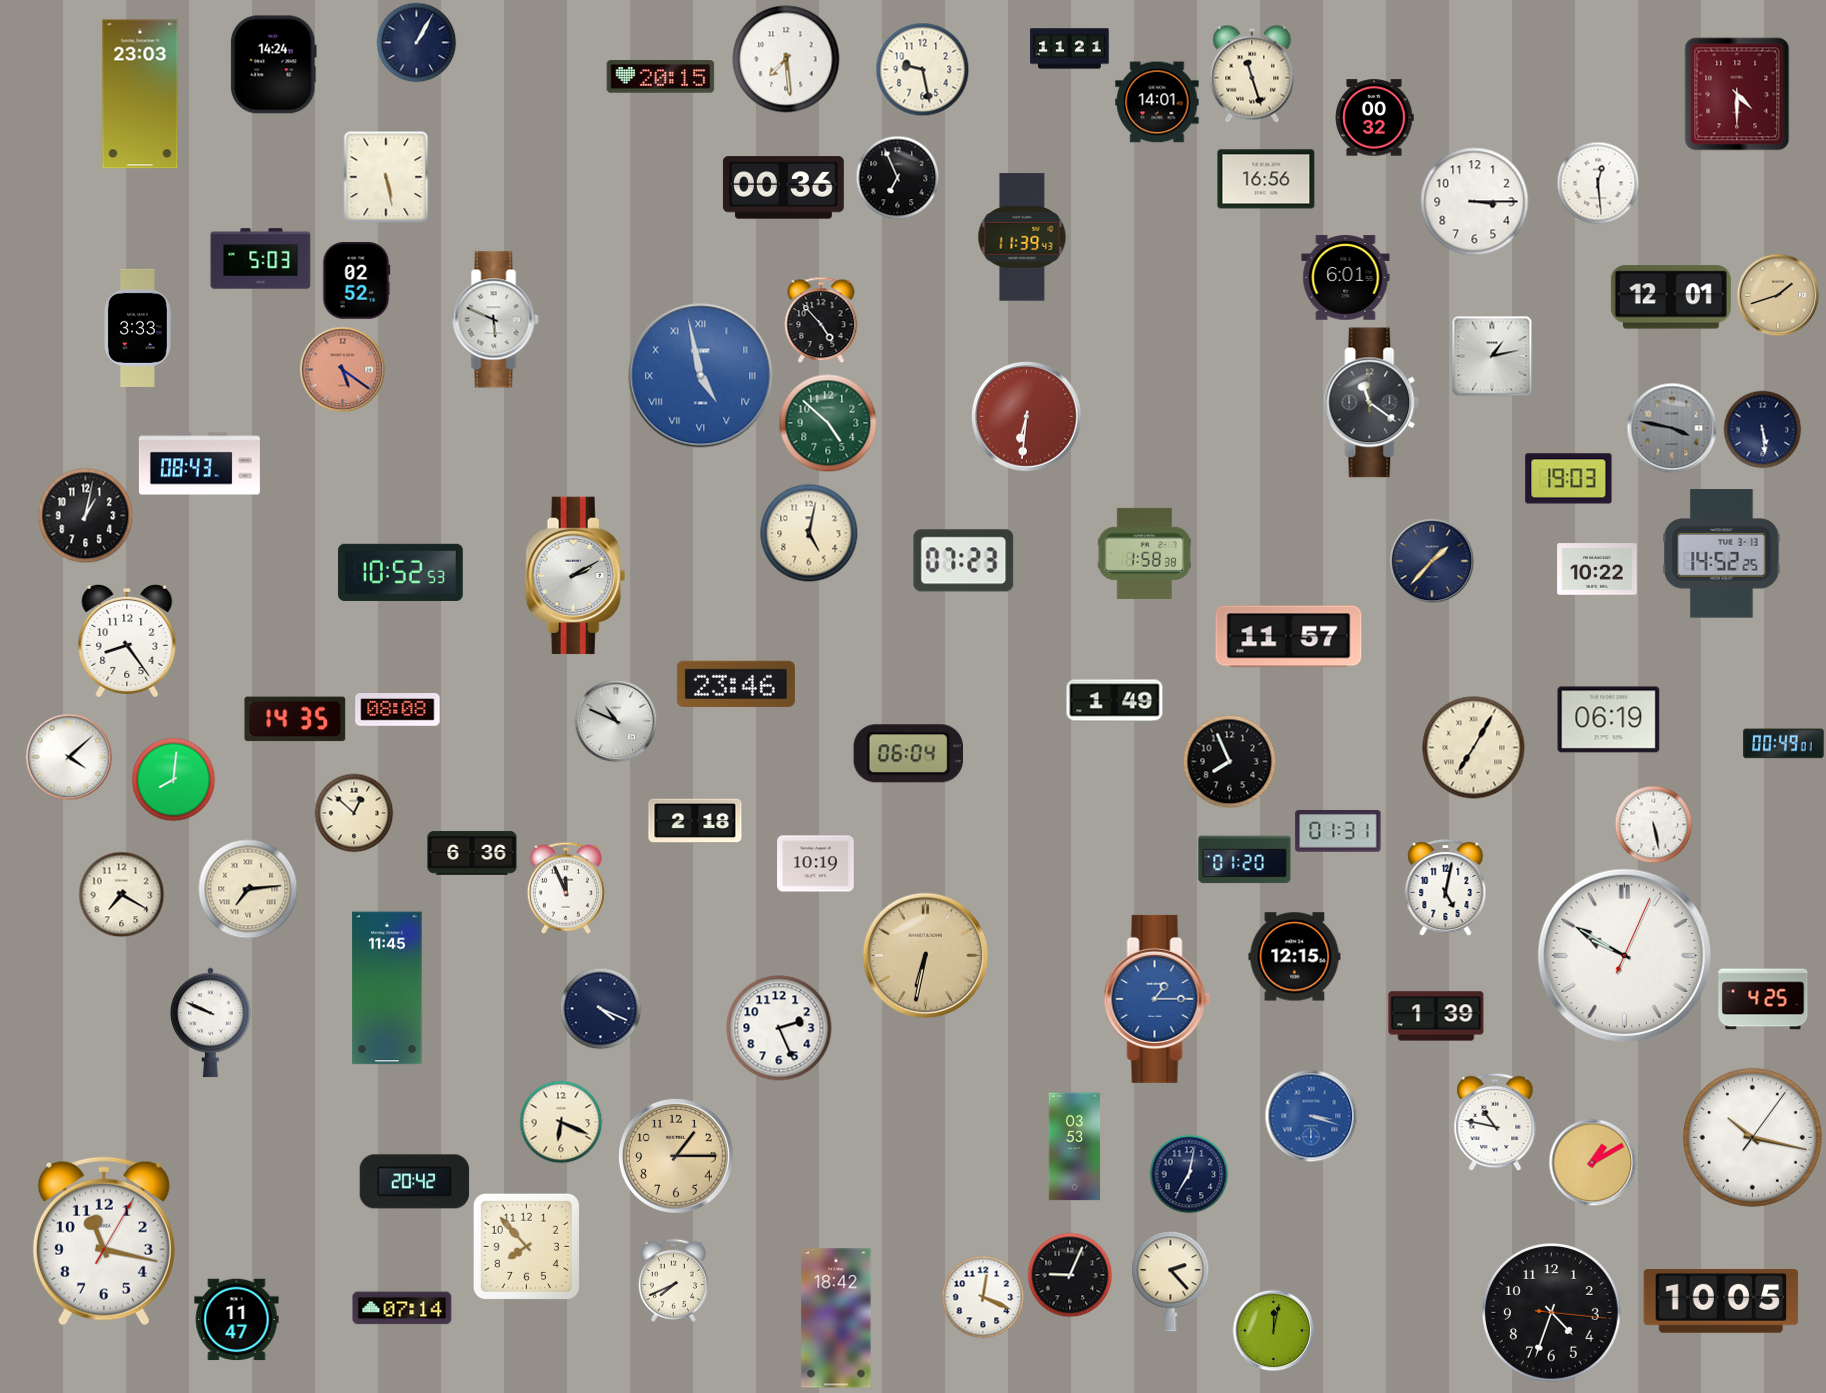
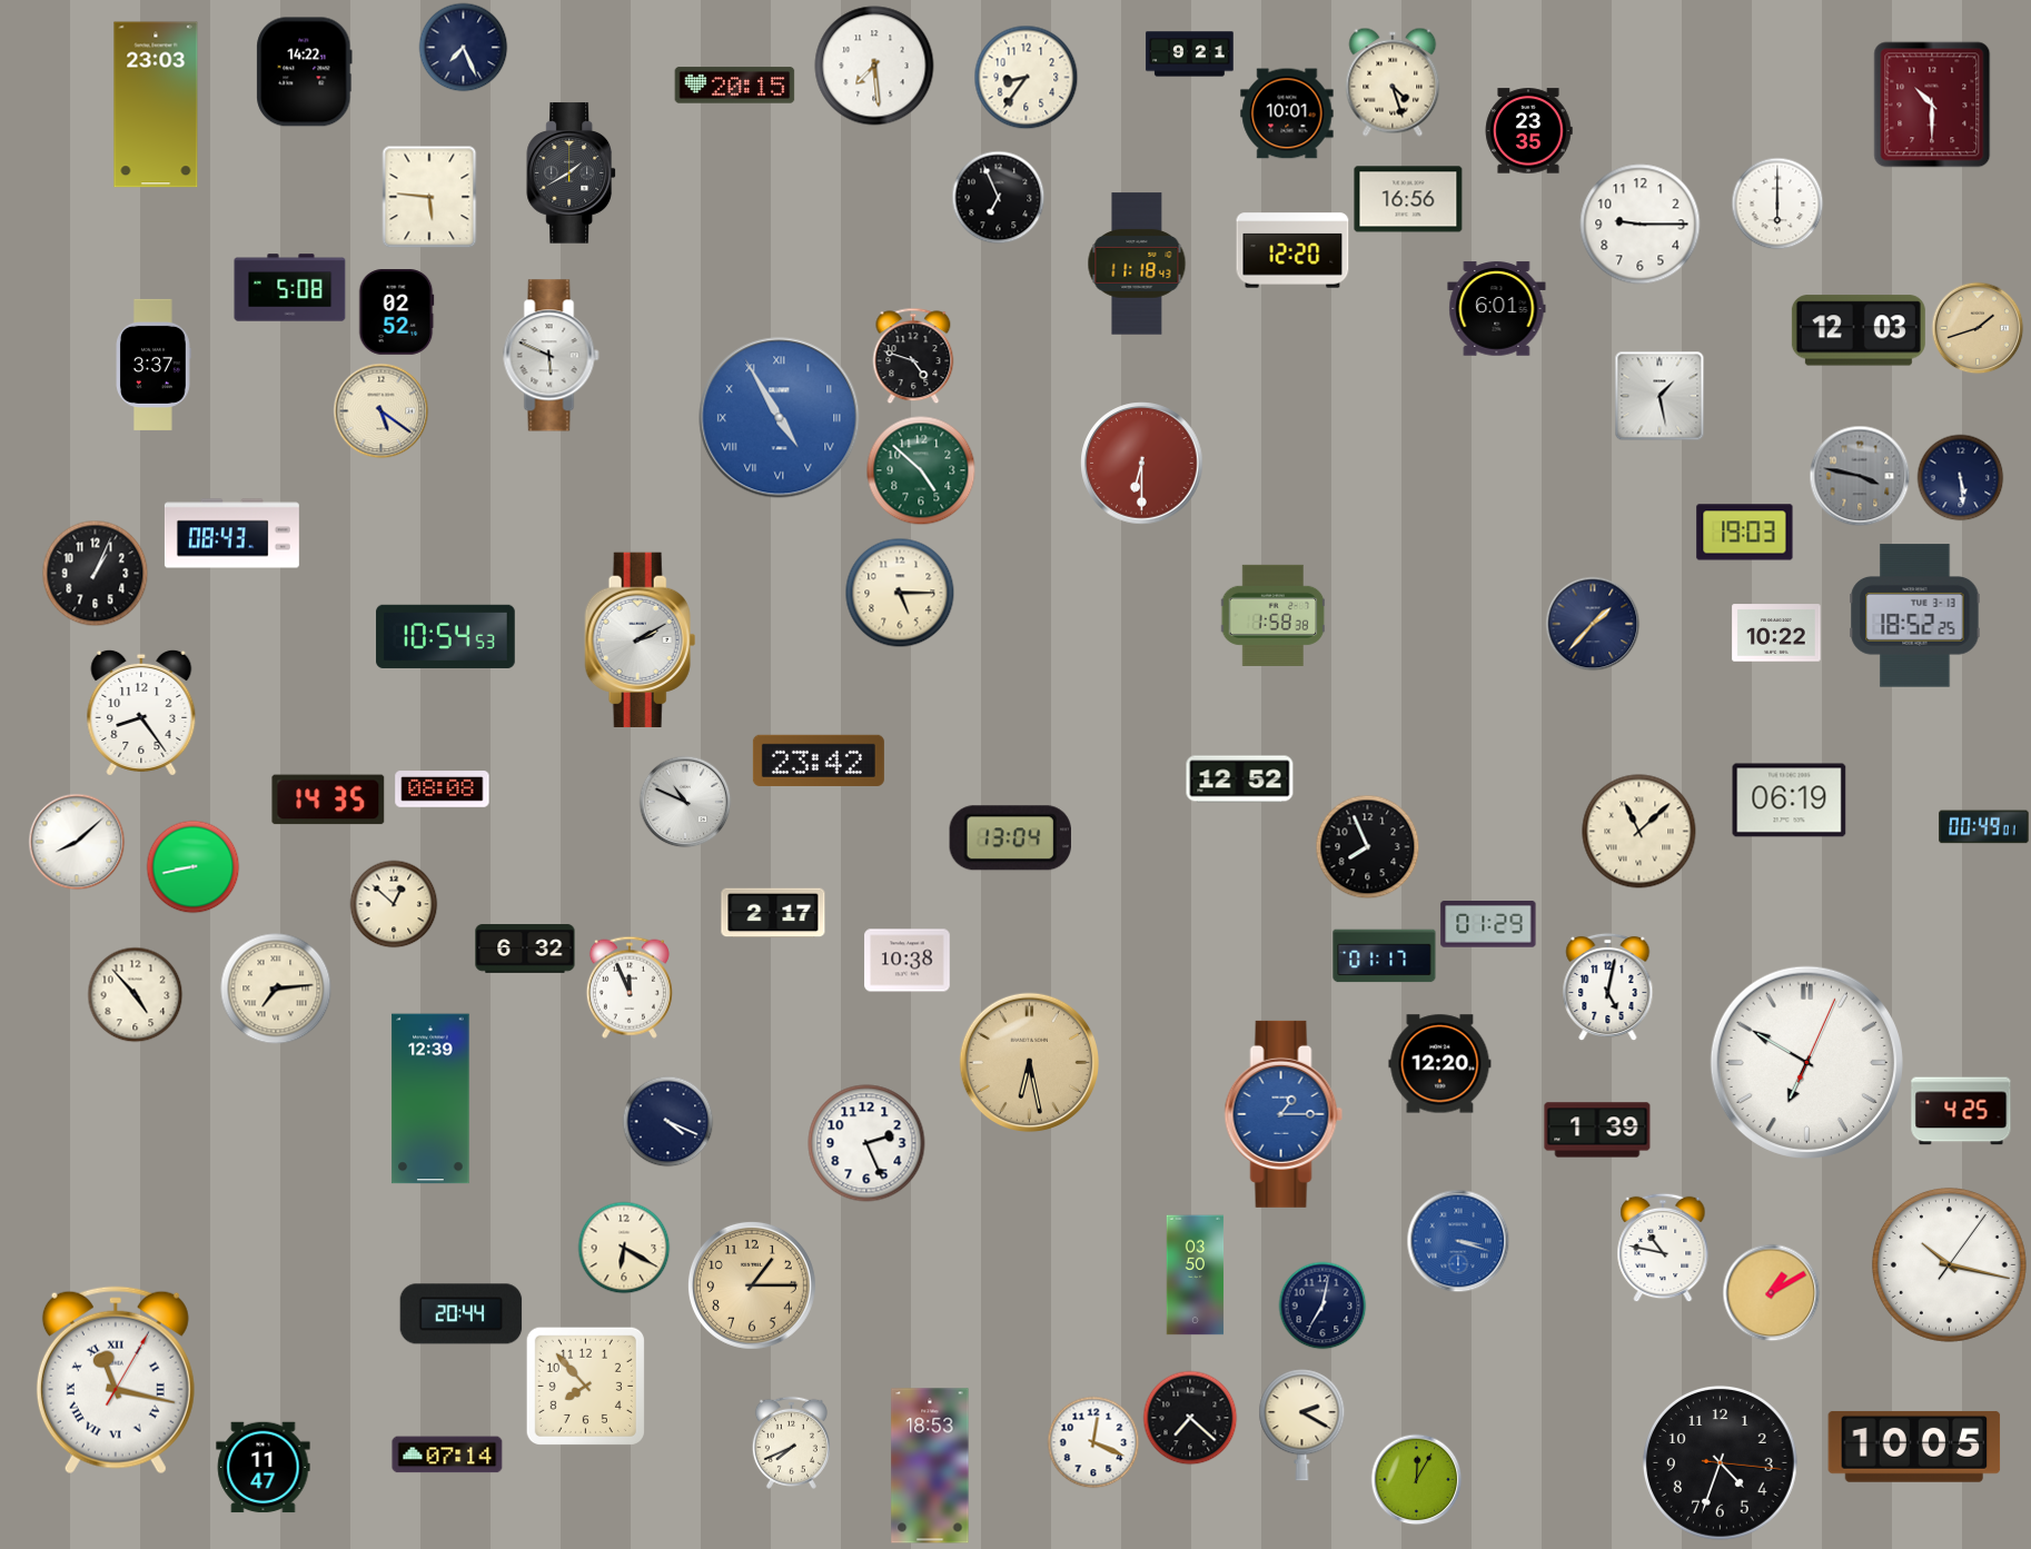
clock at (416, 42): 1:05 -> 7:26
clock at (1070, 49): 11:21 -> 9:21
clock at (274, 65): 14:24 -> 14:22
clock at (922, 69): 9:28 -> 8:36
clock at (1252, 74): 11:27 -> 4:27
clock at (1737, 94): 4:30 -> 10:30
clock at (1157, 102): 14:01 -> 10:01
clock at (1374, 118): 00:32 -> 23:35
clock at (572, 173): none -> 1:40
clock at (386, 177): 5:28 -> 5:46
clock at (1598, 183): 12:29 -> 6:00
clock at (783, 188): 00:36 -> none
clock at (1475, 202): 3:15 -> 9:15
clock at (1292, 250): none -> 12:20
clock at (1022, 237): 11:39 -> 11:18
clock at (261, 259): 5:03 -> 5:08
clock at (1671, 297): 12:01 -> 12:03
clock at (821, 320): 4:53 -> 4:48
clock at (138, 328): 3:33 -> 3:37
clock at (1492, 356): 1:13 -> 1:28
clock at (342, 369) dial: salmon -> cream
clock at (701, 376): 4:58 -> 4:55
clock at (1372, 403): 11:21 -> none
clock at (1027, 417): 6:31 -> 6:30
clock at (199, 464) position: (199, 464) -> (231, 534)
clock at (85, 515): 1:02 -> 1:04
clock at (809, 533): 5:02 -> 5:15
clock at (1722, 554): 14:52 -> 18:52
clock at (964, 561): 07:23 -> none
clock at (401, 572): 10:52 -> 10:54
clock at (1289, 637): 11:57 -> none
clock at (736, 684): 23:46 -> 23:42
clock at (1115, 701): 1:49 -> 12:52
clock at (1474, 748): 7:05 -> 11:08
clock at (908, 754): 06:04 -> 13:04
clock at (69, 757): 4:08 -> 8:08
clock at (173, 779): 8:01 -> 8:43
clock at (695, 821): 2:18 -> 2:17
clock at (1653, 824): 5:28 -> none
clock at (1338, 832): 01:31 -> 01:29
clock at (472, 853): 6:36 -> 6:32
clock at (1245, 860): 01:20 -> 01:17
clock at (816, 864): 10:19 -> 10:38
clock at (121, 894): 7:20 -> 4:53
clock at (925, 955): 6:32 -> 6:28
clock at (1624, 955): 9:50 -> 6:50
clock at (1295, 957): 12:15 -> 12:20
clock at (387, 988): 11:45 -> 12:39
clock at (1157, 999) position: (1157, 999) -> (1284, 1114)
clock at (211, 1023): 9:49 -> none
clock at (561, 1122): 6:19 -> 6:20
clock at (1075, 1147): 03:53 -> 03:50
clock at (415, 1182): 20:42 -> 20:44
clock at (104, 1241) numerals: Arabic -> Roman
clock at (1070, 1275): 9:04 -> 7:22
clock at (673, 1280) position: (673, 1280) -> (791, 1442)
clock at (1171, 1282): 2:23 -> 2:20
clock at (1551, 1312) position: (1551, 1312) -> (1720, 1462)
clock at (836, 1318): 18:42 -> 18:53
clock at (1273, 1330): 12:02 -> 12:05
